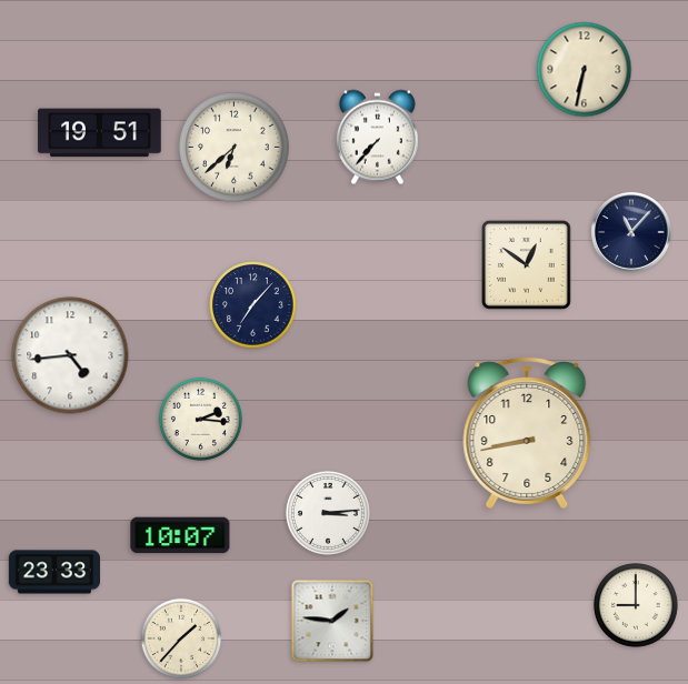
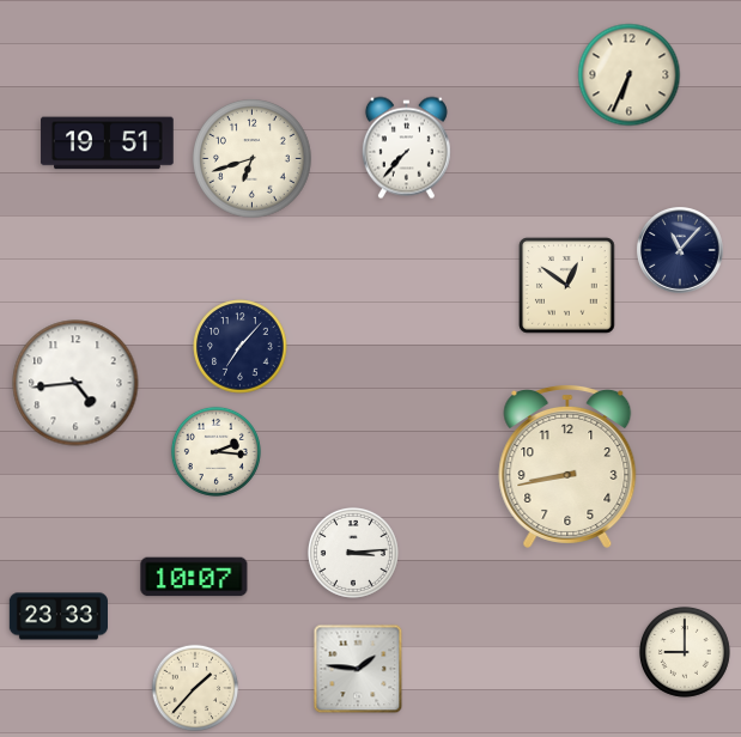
clock at (585, 70): 6:32 -> 6:34
clock at (235, 148): 6:38 -> 6:42
clock at (253, 305) position: (253, 305) -> (241, 347)
